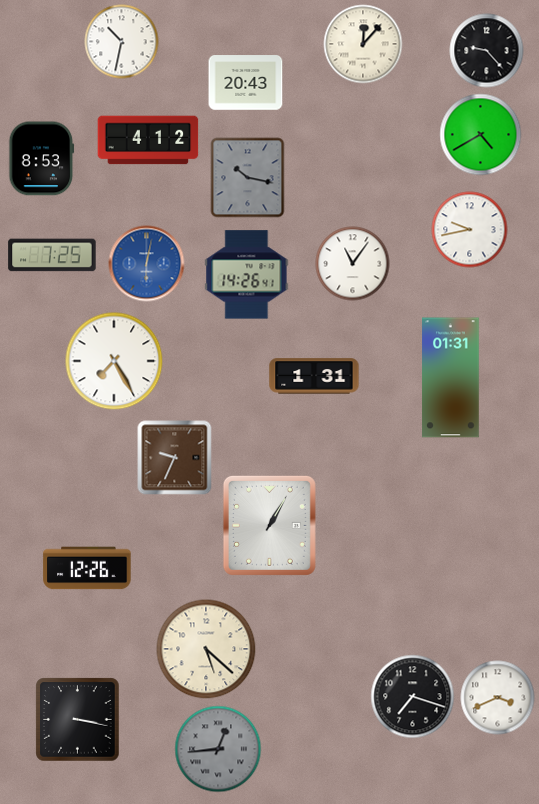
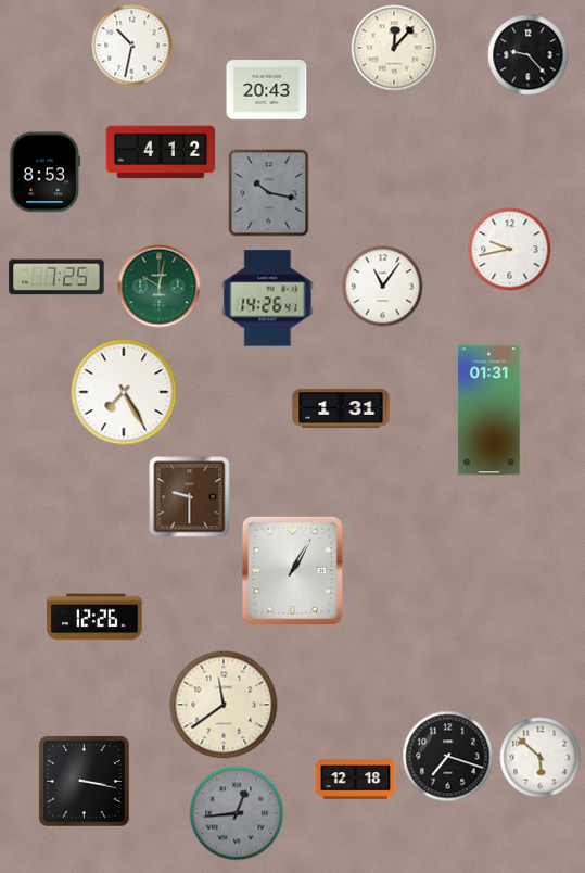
clock at (481, 135): 4:40 -> none
clock at (147, 264): 6:02 -> 10:02
clock at (147, 264) dial: blue -> green
clock at (175, 458): 9:34 -> 9:30
clock at (206, 649): 5:22 -> 11:39
clock at (498, 698): 3:41 -> 5:52
clock at (356, 780): none -> 12:18
